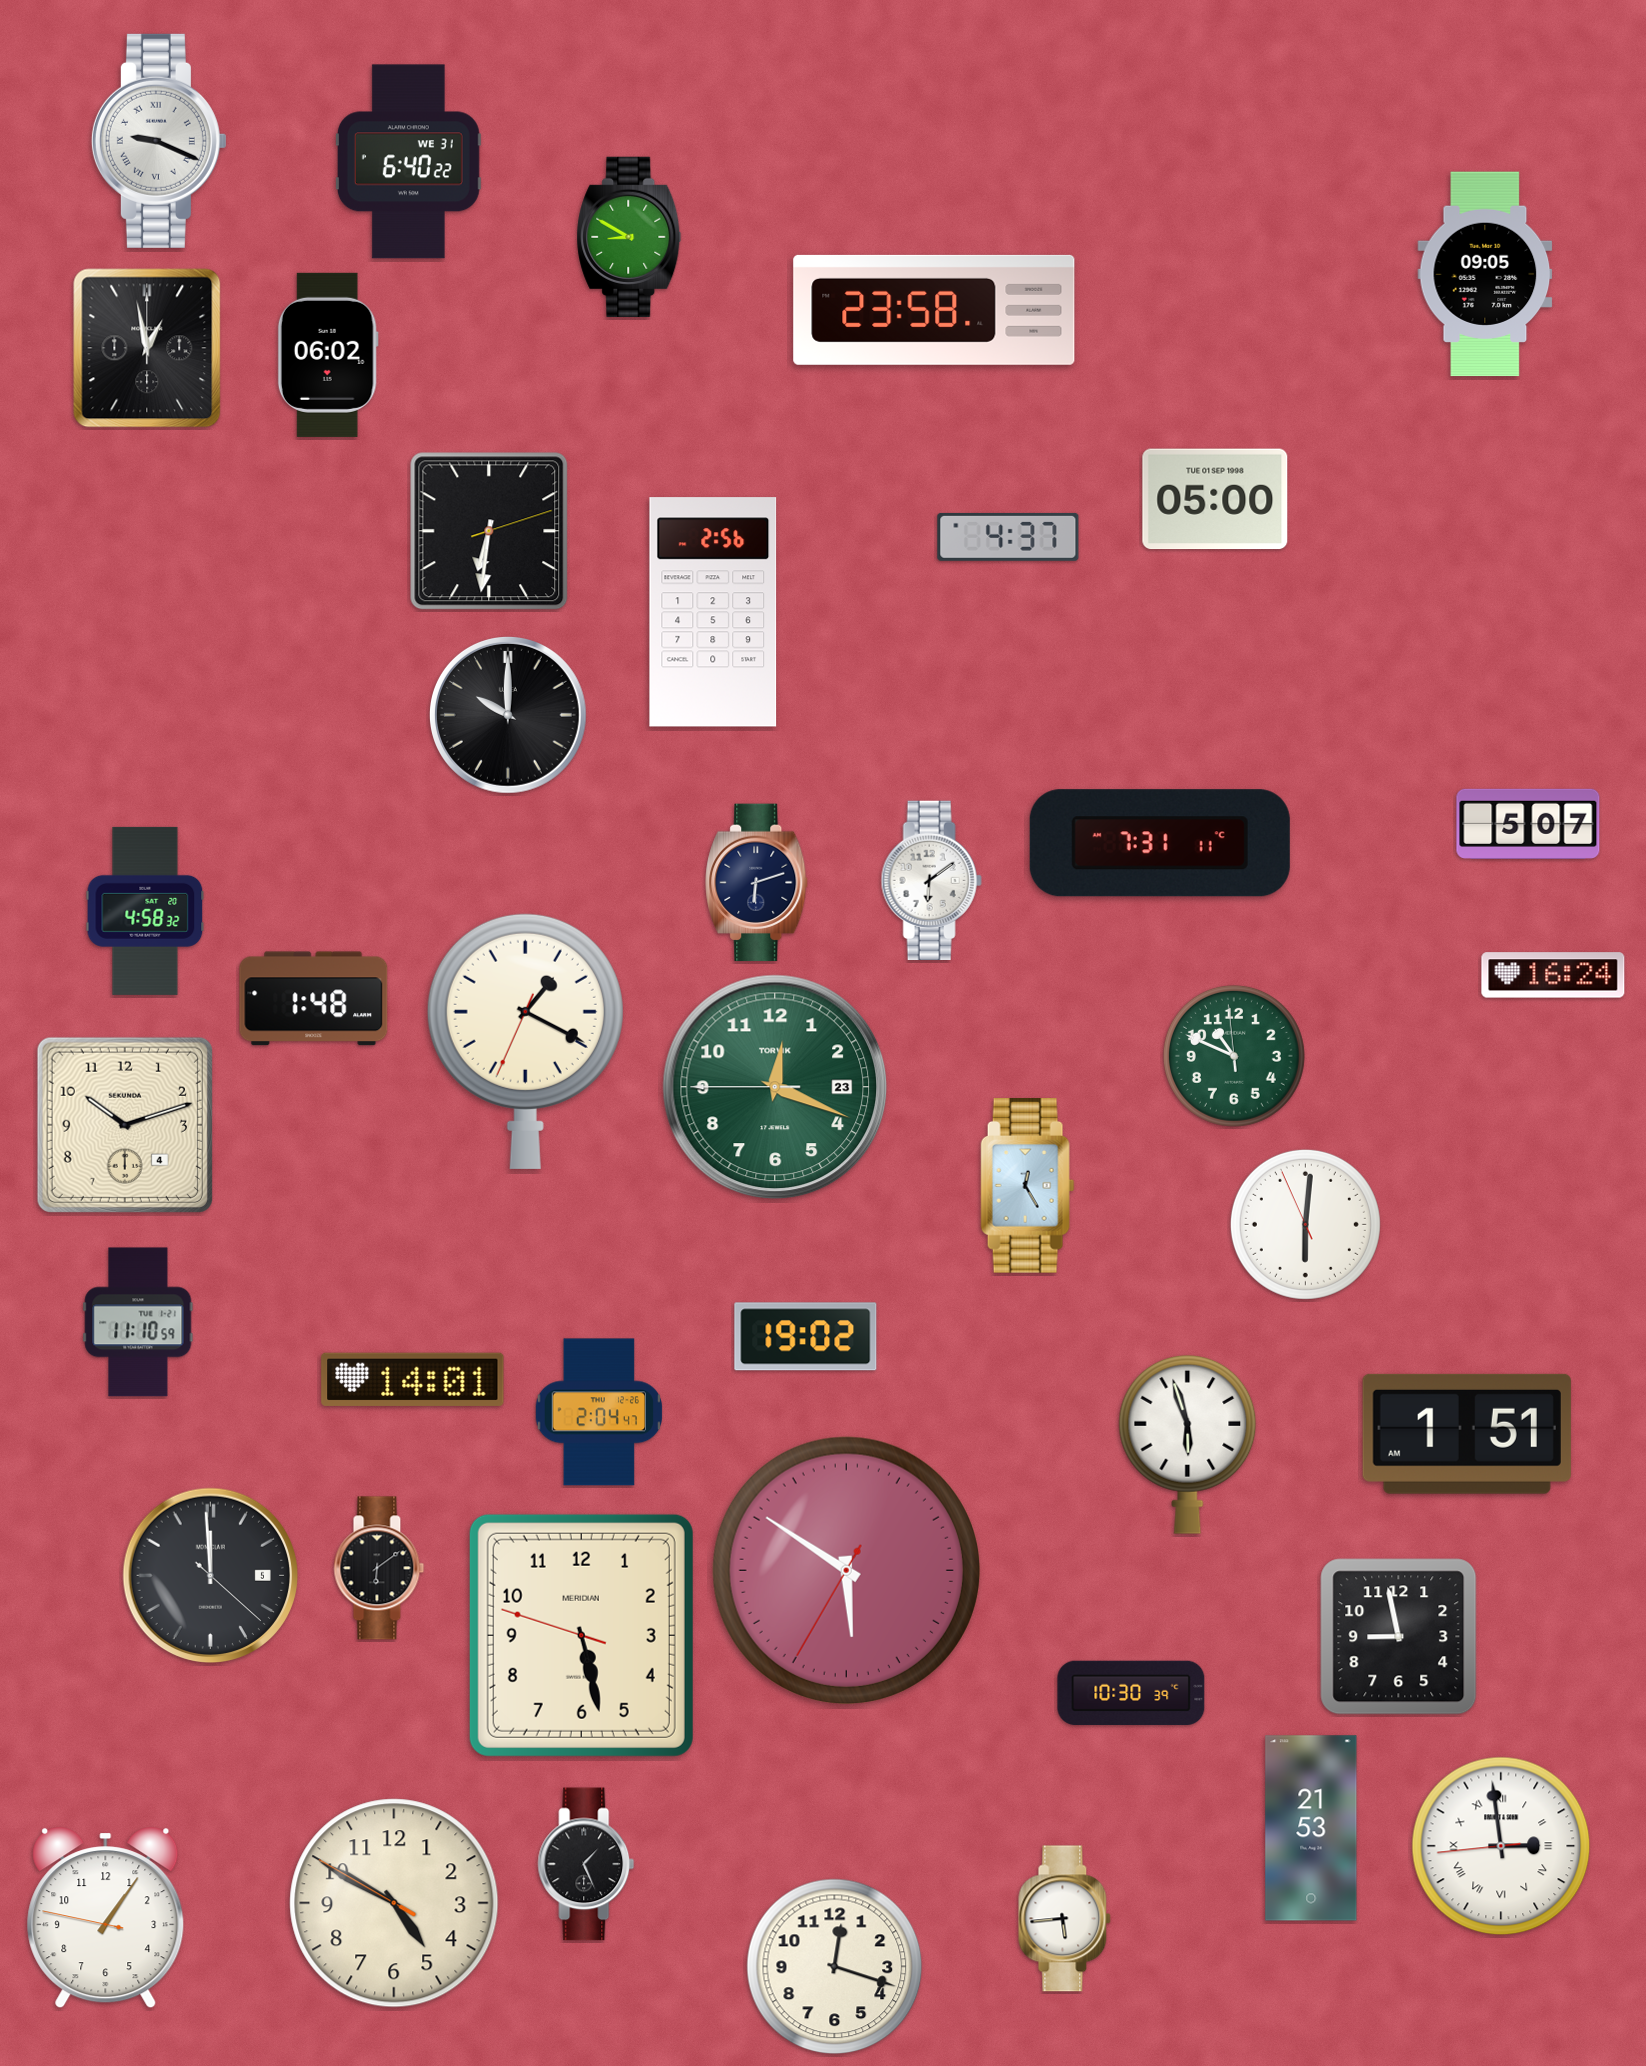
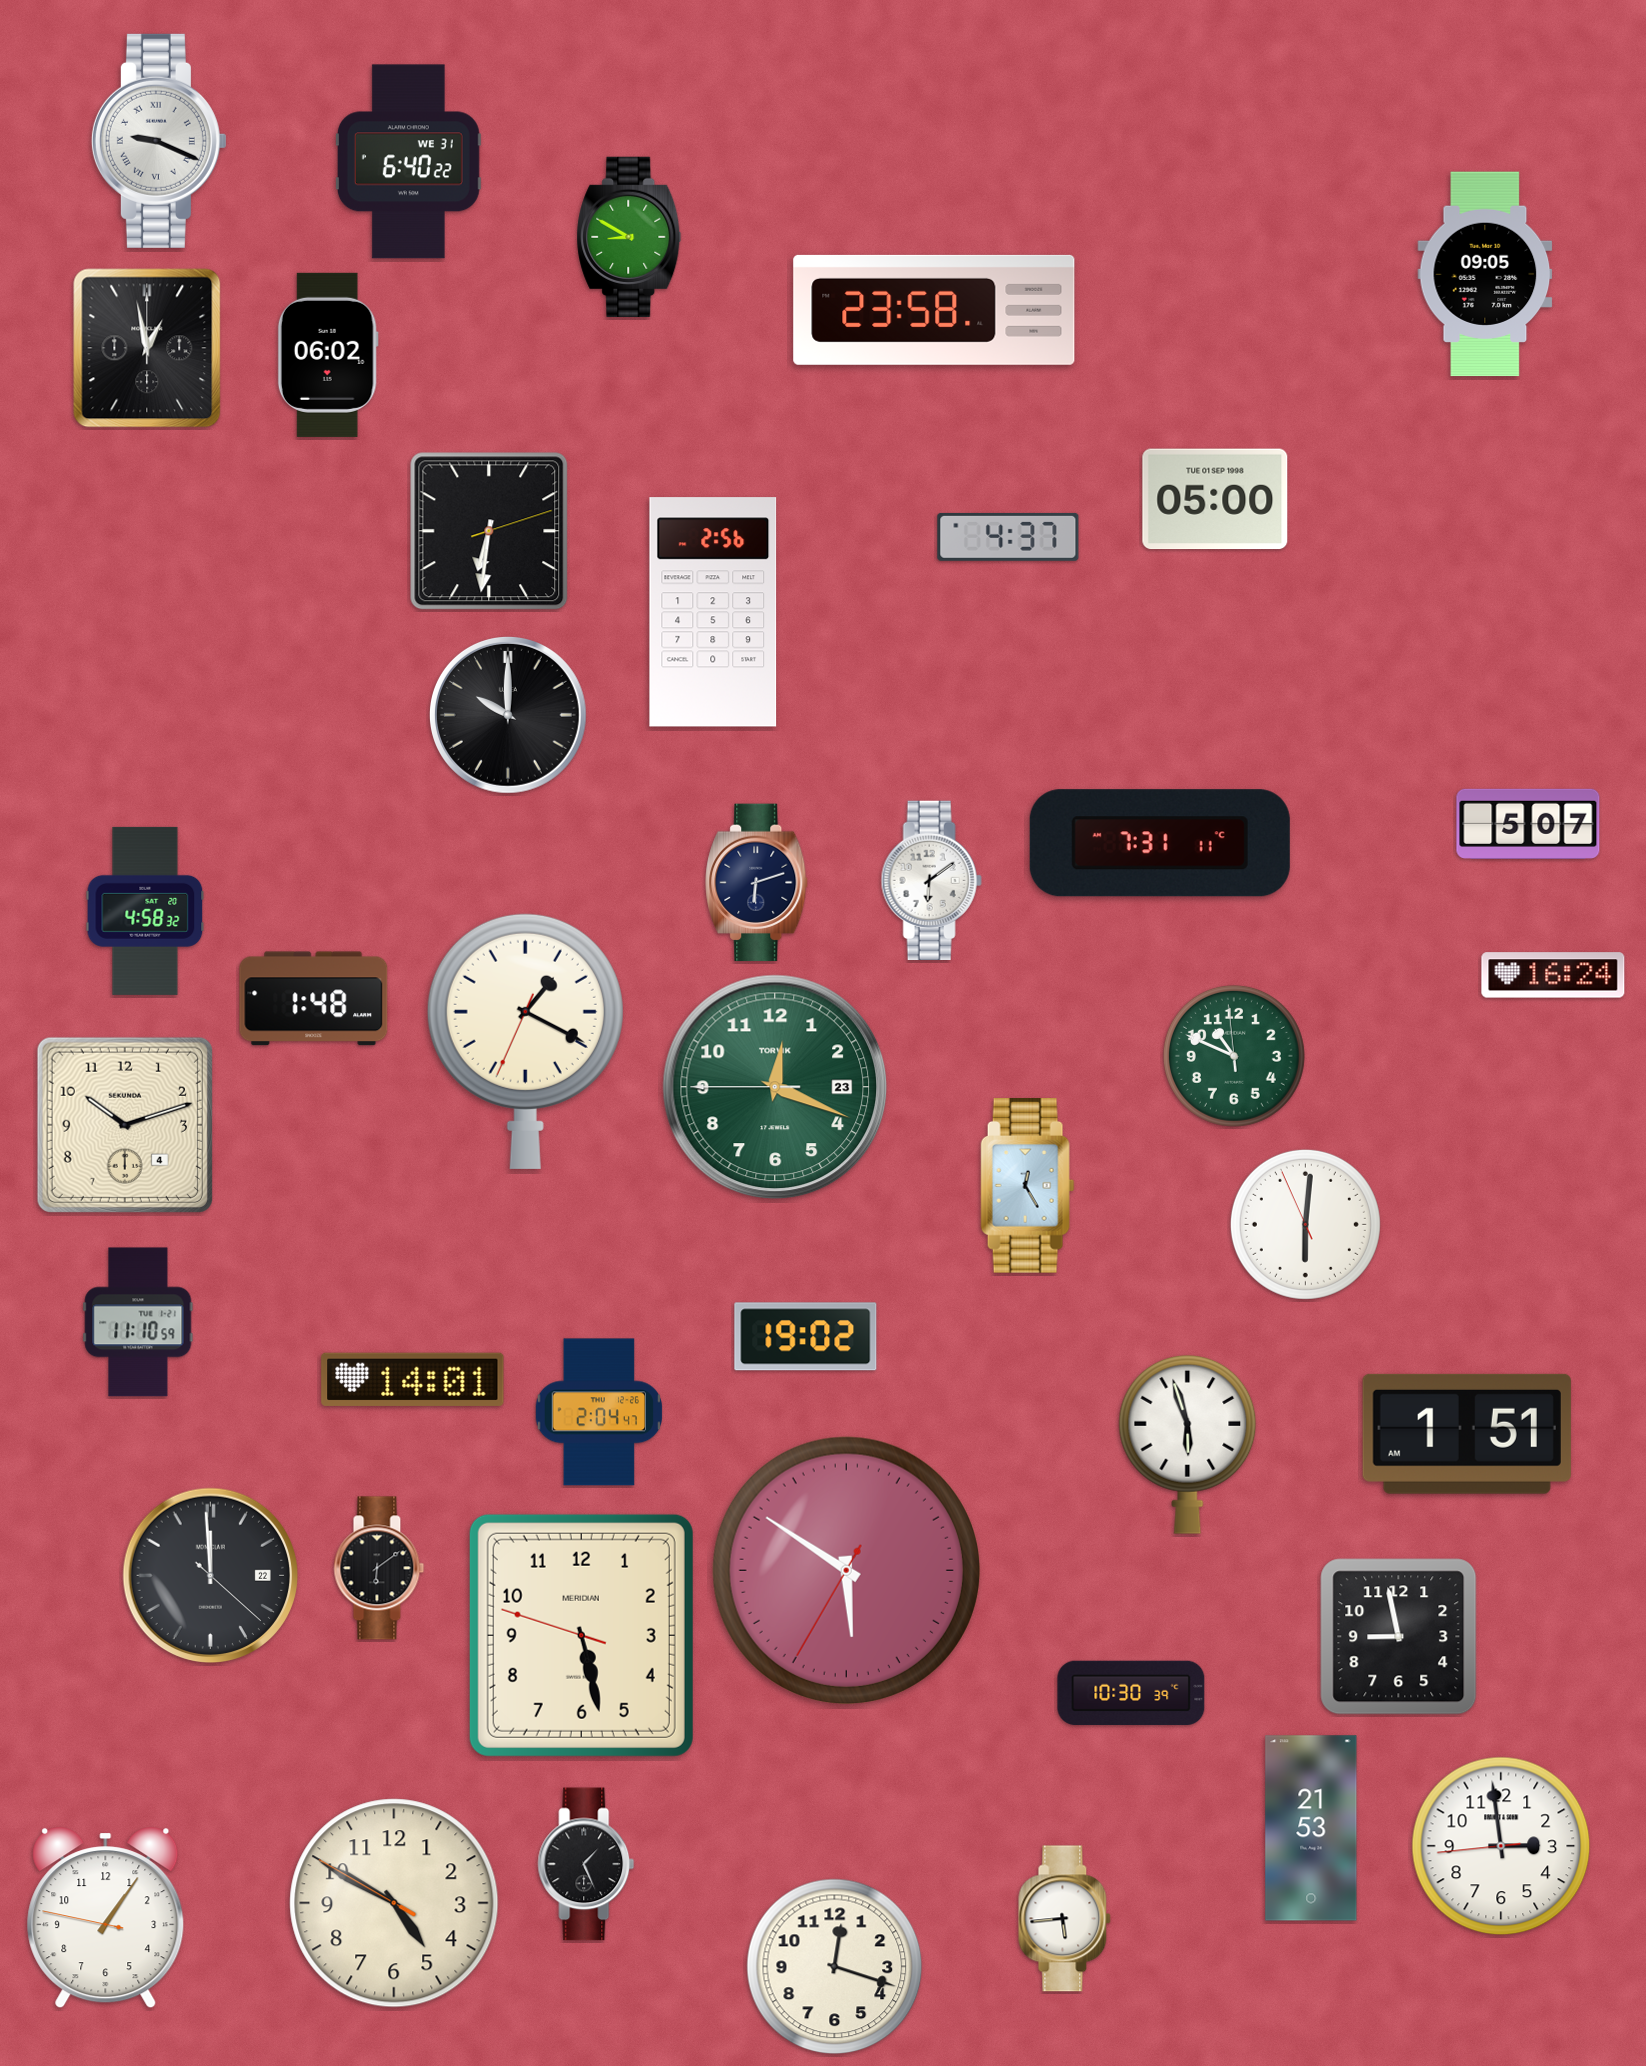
clock at (211, 1576) date: 5 -> 22
clock at (1501, 1846) numerals: Roman -> Arabic
